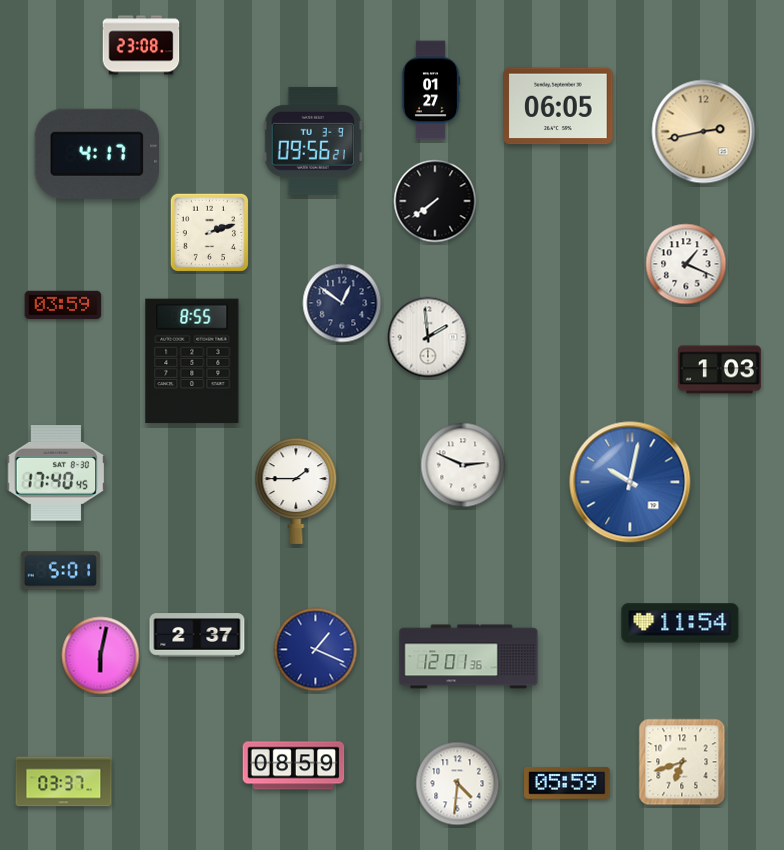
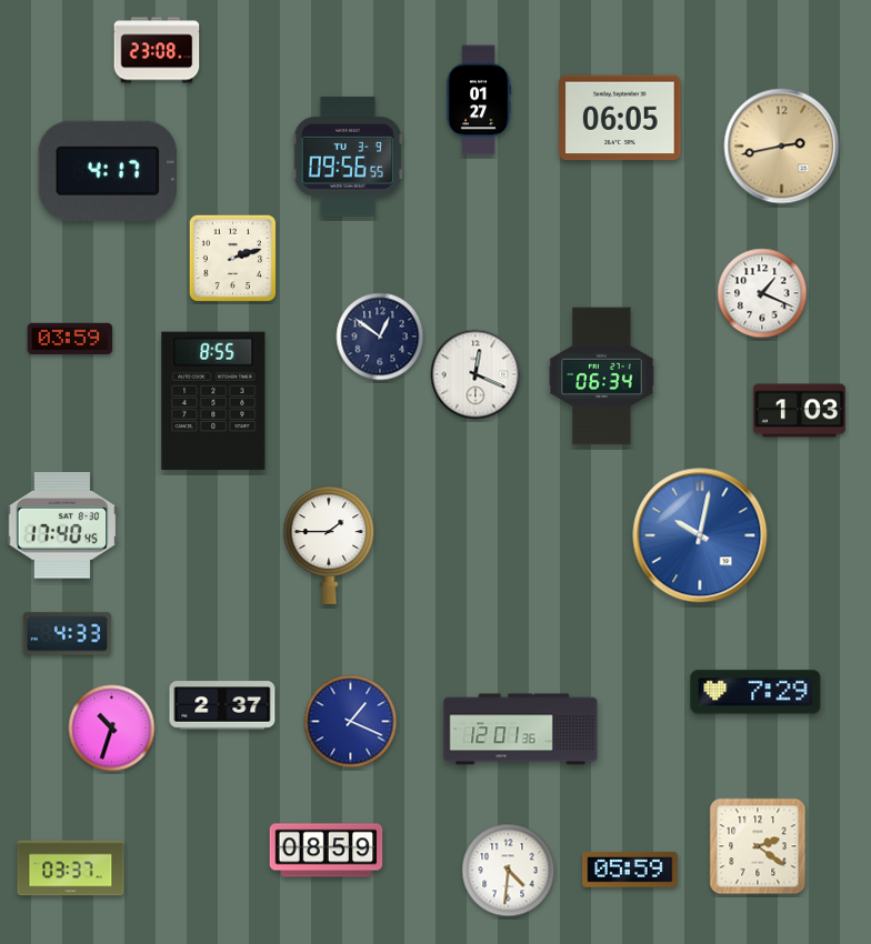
clock at (312, 141): 09:56:21 -> 09:56:55
clock at (435, 201): 7:39 -> none
clock at (428, 337): 1:59 -> 12:19
clock at (602, 376): none -> 06:34
clock at (463, 465): 2:49 -> none
clock at (61, 571): 5:01 -> 4:33
clock at (680, 623): 11:54 -> 7:29
clock at (197, 635) position: (197, 635) -> (222, 705)
clock at (101, 656): 6:02 -> 10:33
clock at (682, 762): 6:42 -> 2:21
